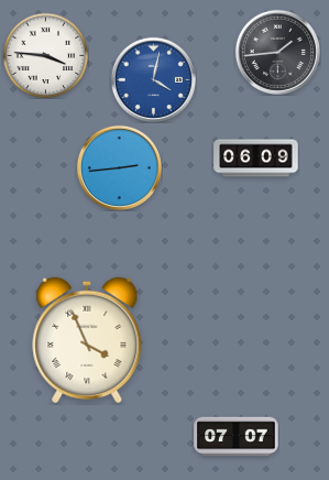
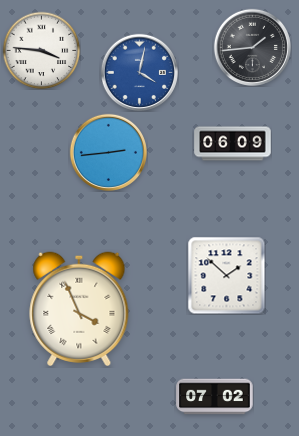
clock at (226, 275): none -> 1:52
clock at (237, 437): 07:07 -> 07:02
